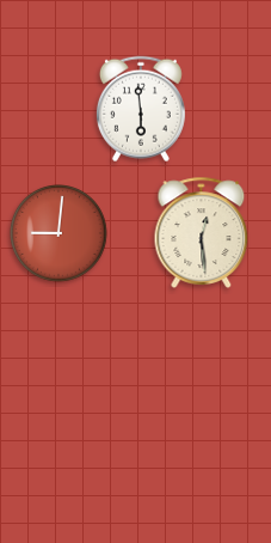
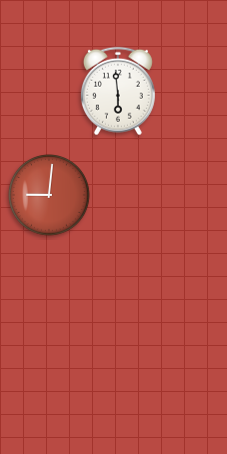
clock at (202, 232): 12:29 -> none
